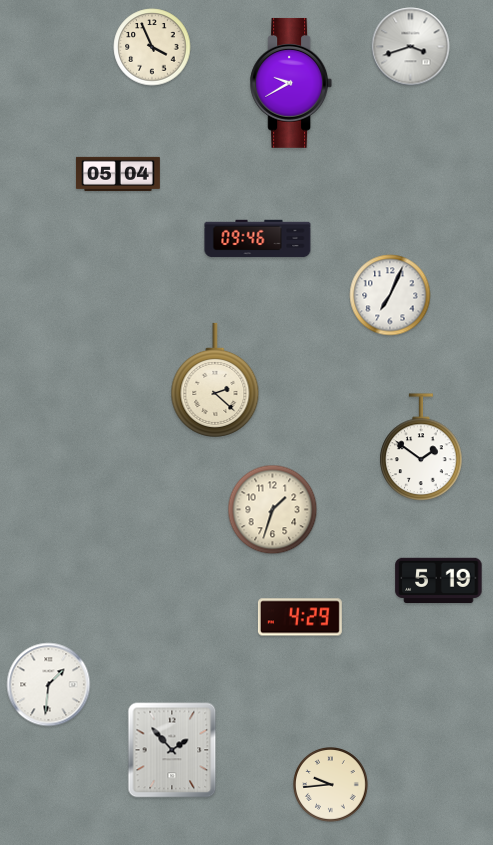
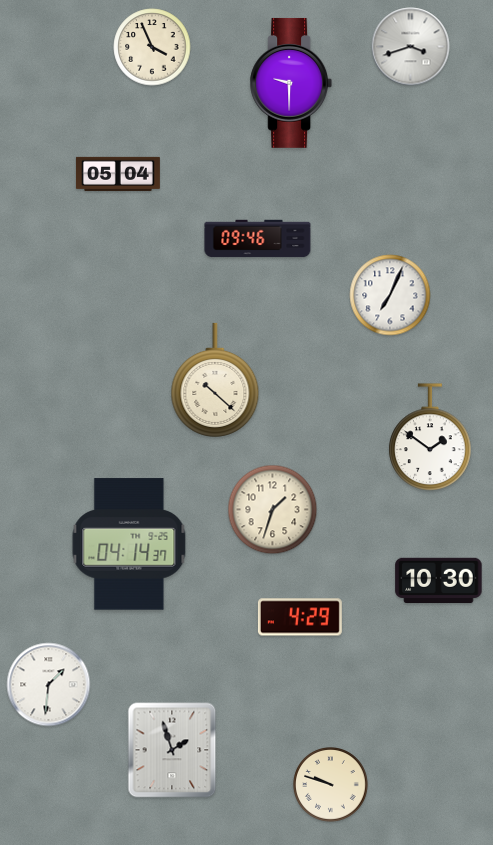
clock at (291, 83): 9:40 -> 9:30
clock at (215, 380): 2:22 -> 10:22
clock at (421, 447) position: (421, 447) -> (430, 437)
clock at (129, 544): none -> 04:14
clock at (439, 581): 5:19 -> 10:30
clock at (172, 750): 1:53 -> 1:57
clock at (331, 785): 9:44 -> 9:48
